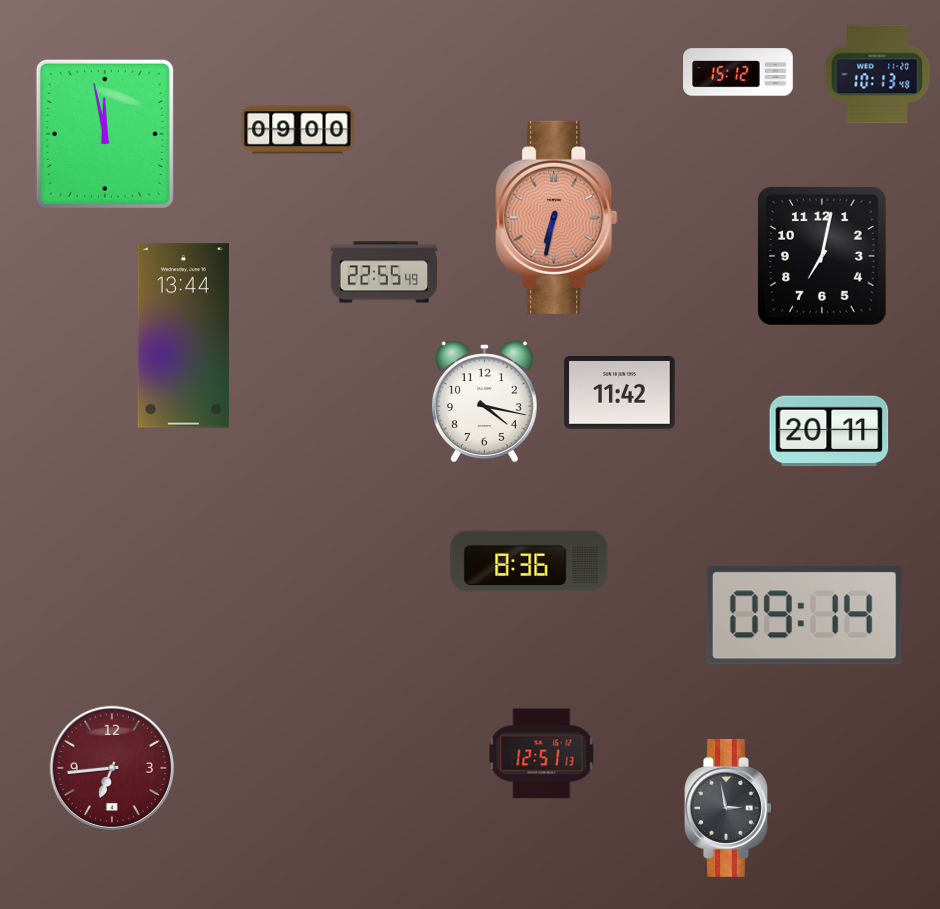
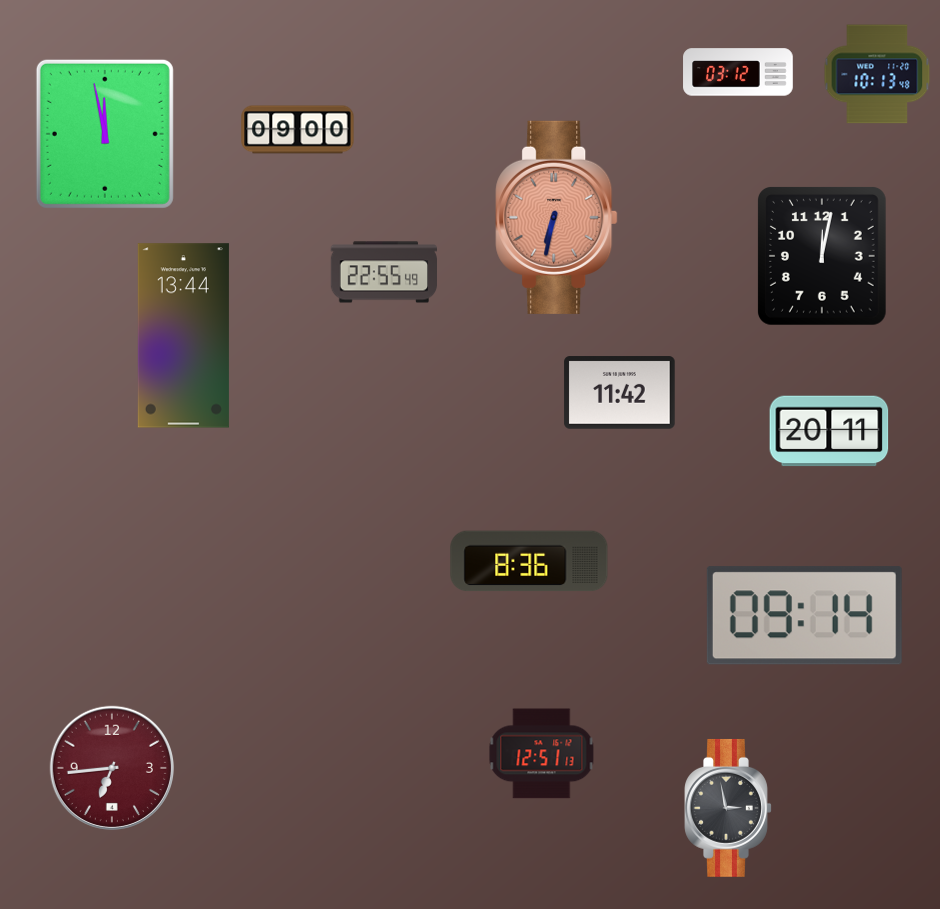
clock at (738, 72): 15:12 -> 03:12
clock at (822, 257): 7:02 -> 12:02
clock at (484, 402): 4:17 -> none
